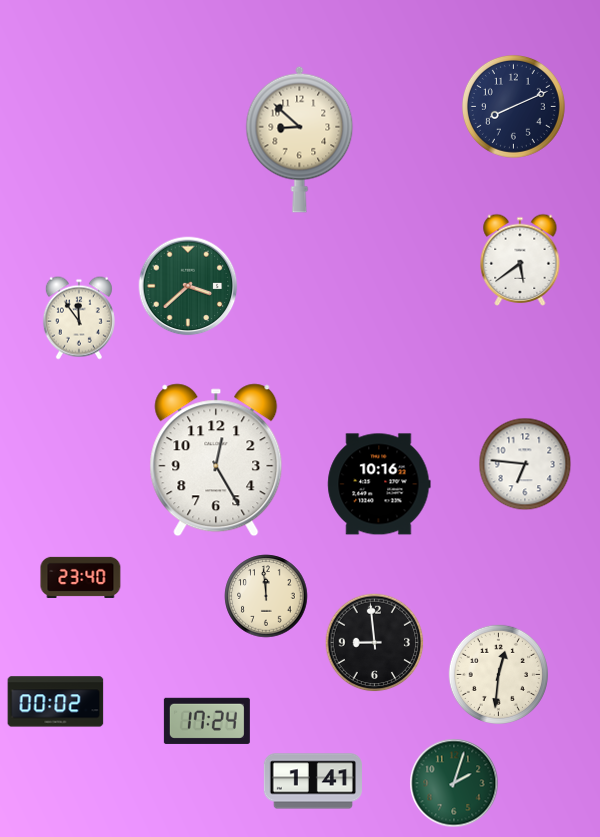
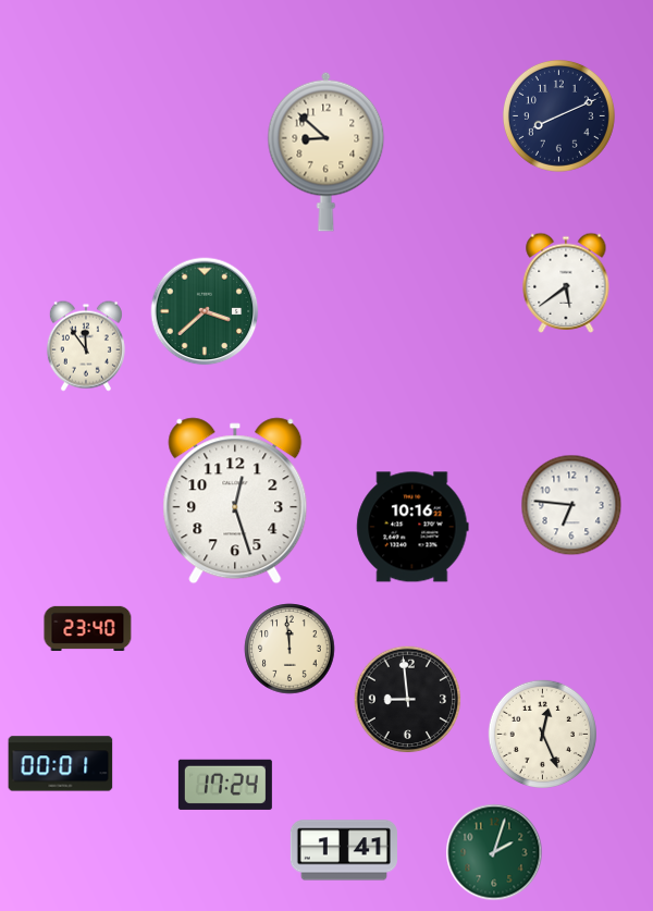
clock at (216, 460): 12:25 -> 12:27
clock at (498, 674): 12:31 -> 12:26
clock at (56, 702): 00:02 -> 00:01
clock at (313, 781) position: (313, 781) -> (344, 850)
